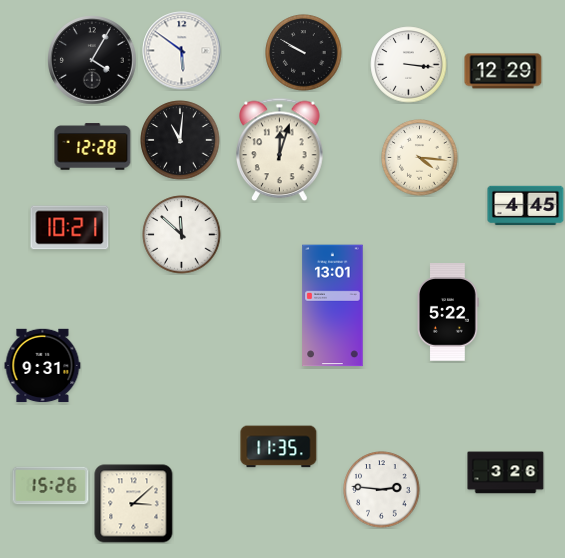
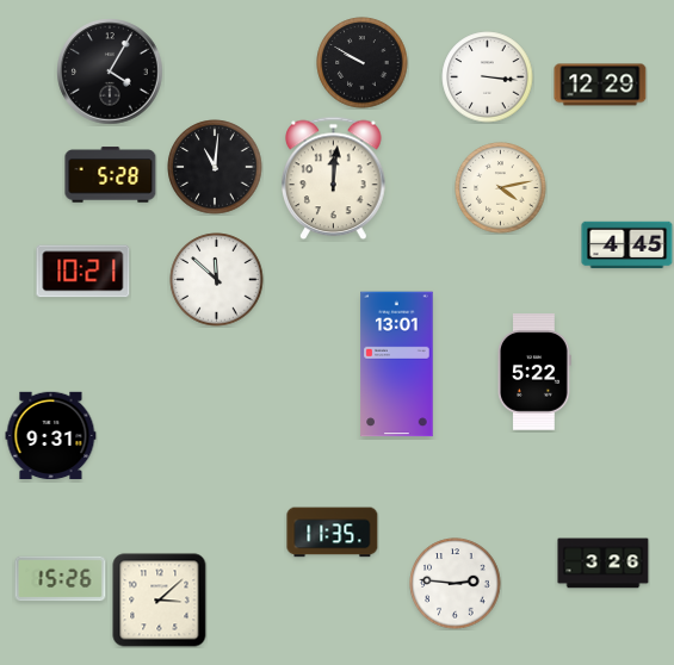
clock at (182, 51): 5:51 -> none
clock at (93, 147): 12:28 -> 5:28
clock at (280, 150): 12:03 -> 12:01
clock at (420, 158): 4:16 -> 4:13
